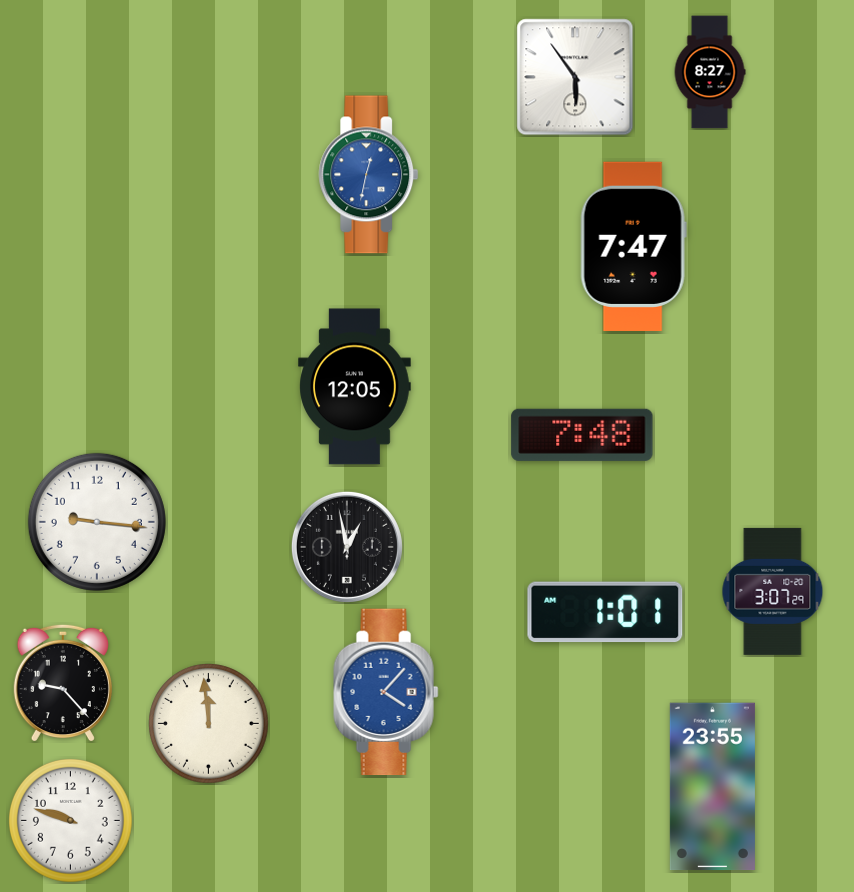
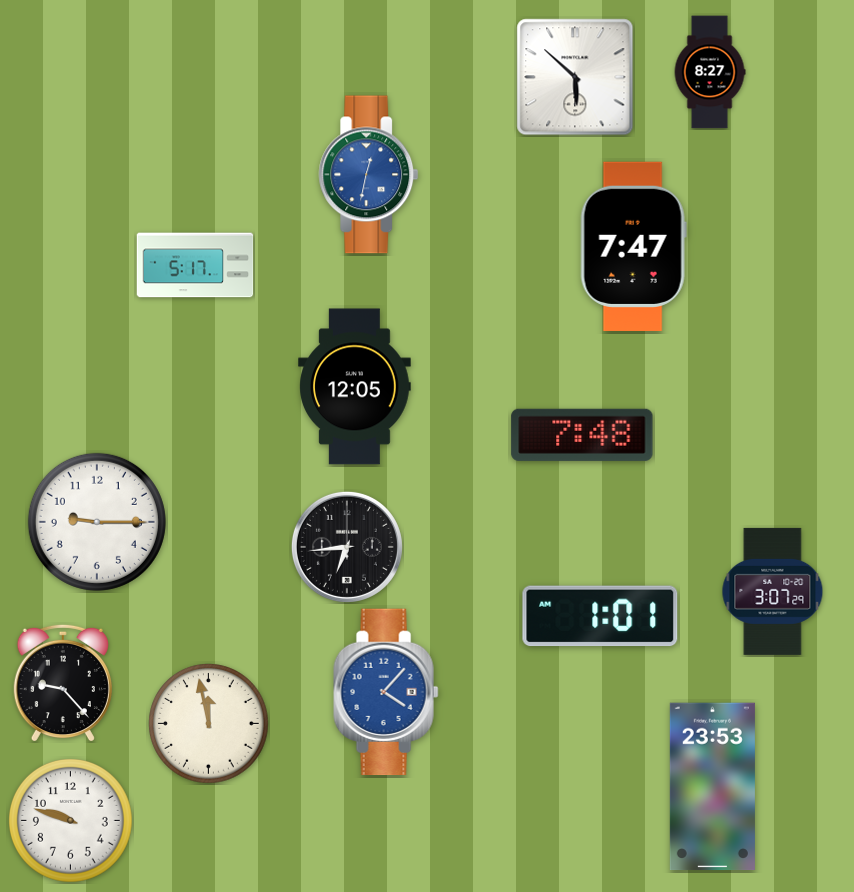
clock at (575, 77): 5:54 -> 5:52
clock at (195, 265): none -> 5:17
clock at (97, 522): 9:16 -> 9:15
clock at (347, 547): 12:58 -> 6:44
clock at (605, 612) position: (605, 612) -> (600, 616)
clock at (209, 724): 11:59 -> 11:58
clock at (712, 787): 23:55 -> 23:53
